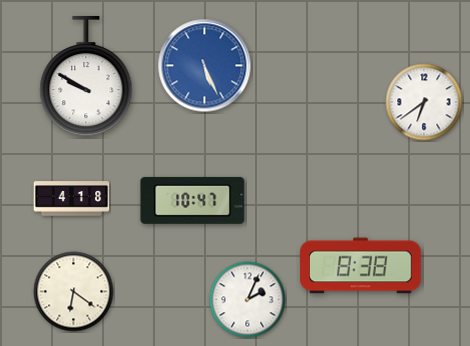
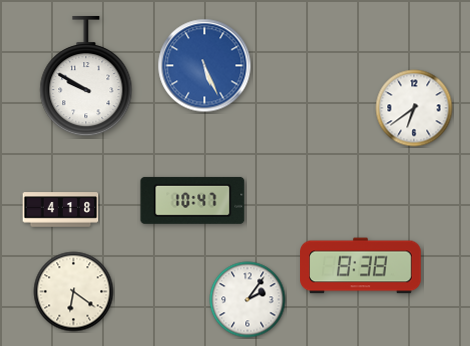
clock at (424, 102) position: (424, 102) -> (414, 108)
clock at (72, 199) position: (72, 199) -> (61, 210)
clock at (248, 300): 2:04 -> 2:06
